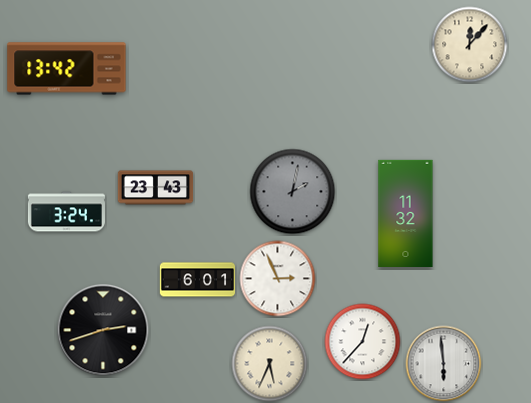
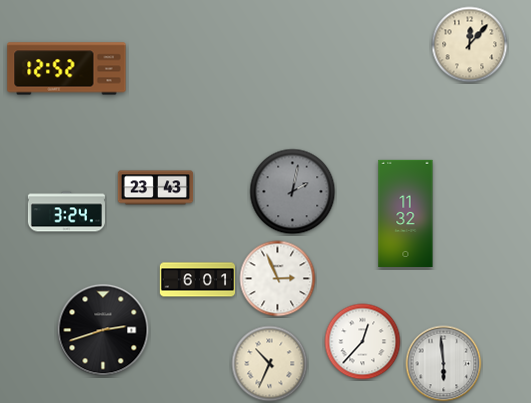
clock at (67, 69): 13:42 -> 12:52
clock at (270, 364): 5:34 -> 10:34
